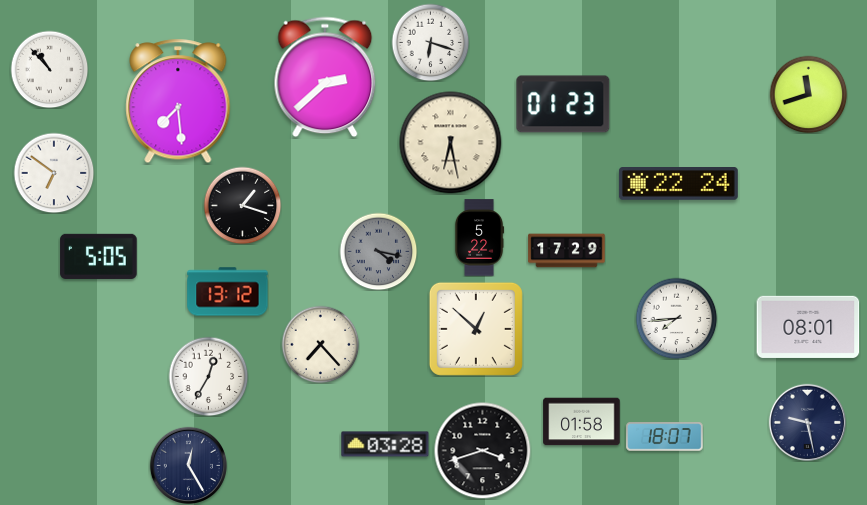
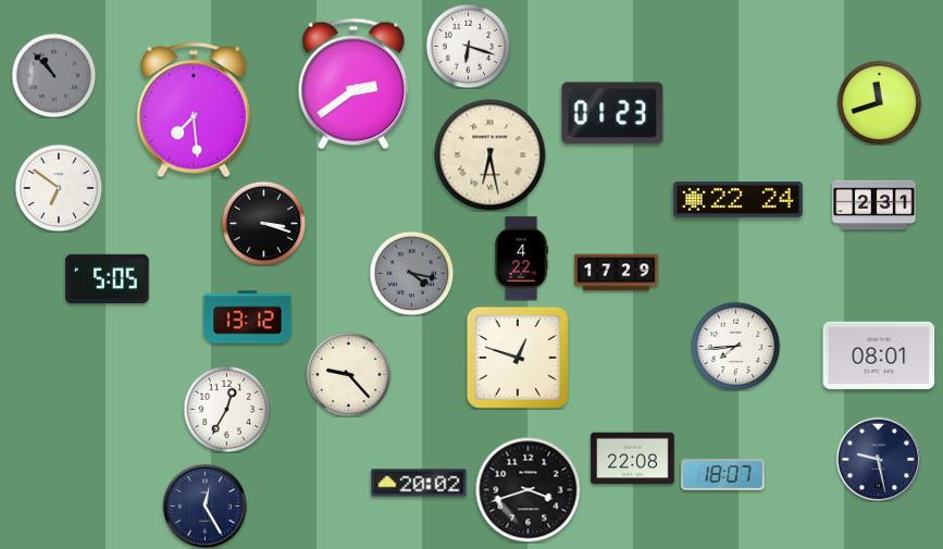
clock at (49, 69) dial: white -> grey
clock at (325, 77): 2:38 -> 2:39
clock at (874, 205): none -> 2:31
clock at (242, 205): 1:18 -> 3:18
clock at (479, 238): 5:22 -> 4:22
clock at (476, 329): 12:52 -> 12:48
clock at (320, 344): 7:23 -> 9:23
clock at (582, 422): 01:58 -> 22:08
clock at (385, 444): 03:28 -> 20:02
clock at (482, 450) position: (482, 450) -> (528, 489)
